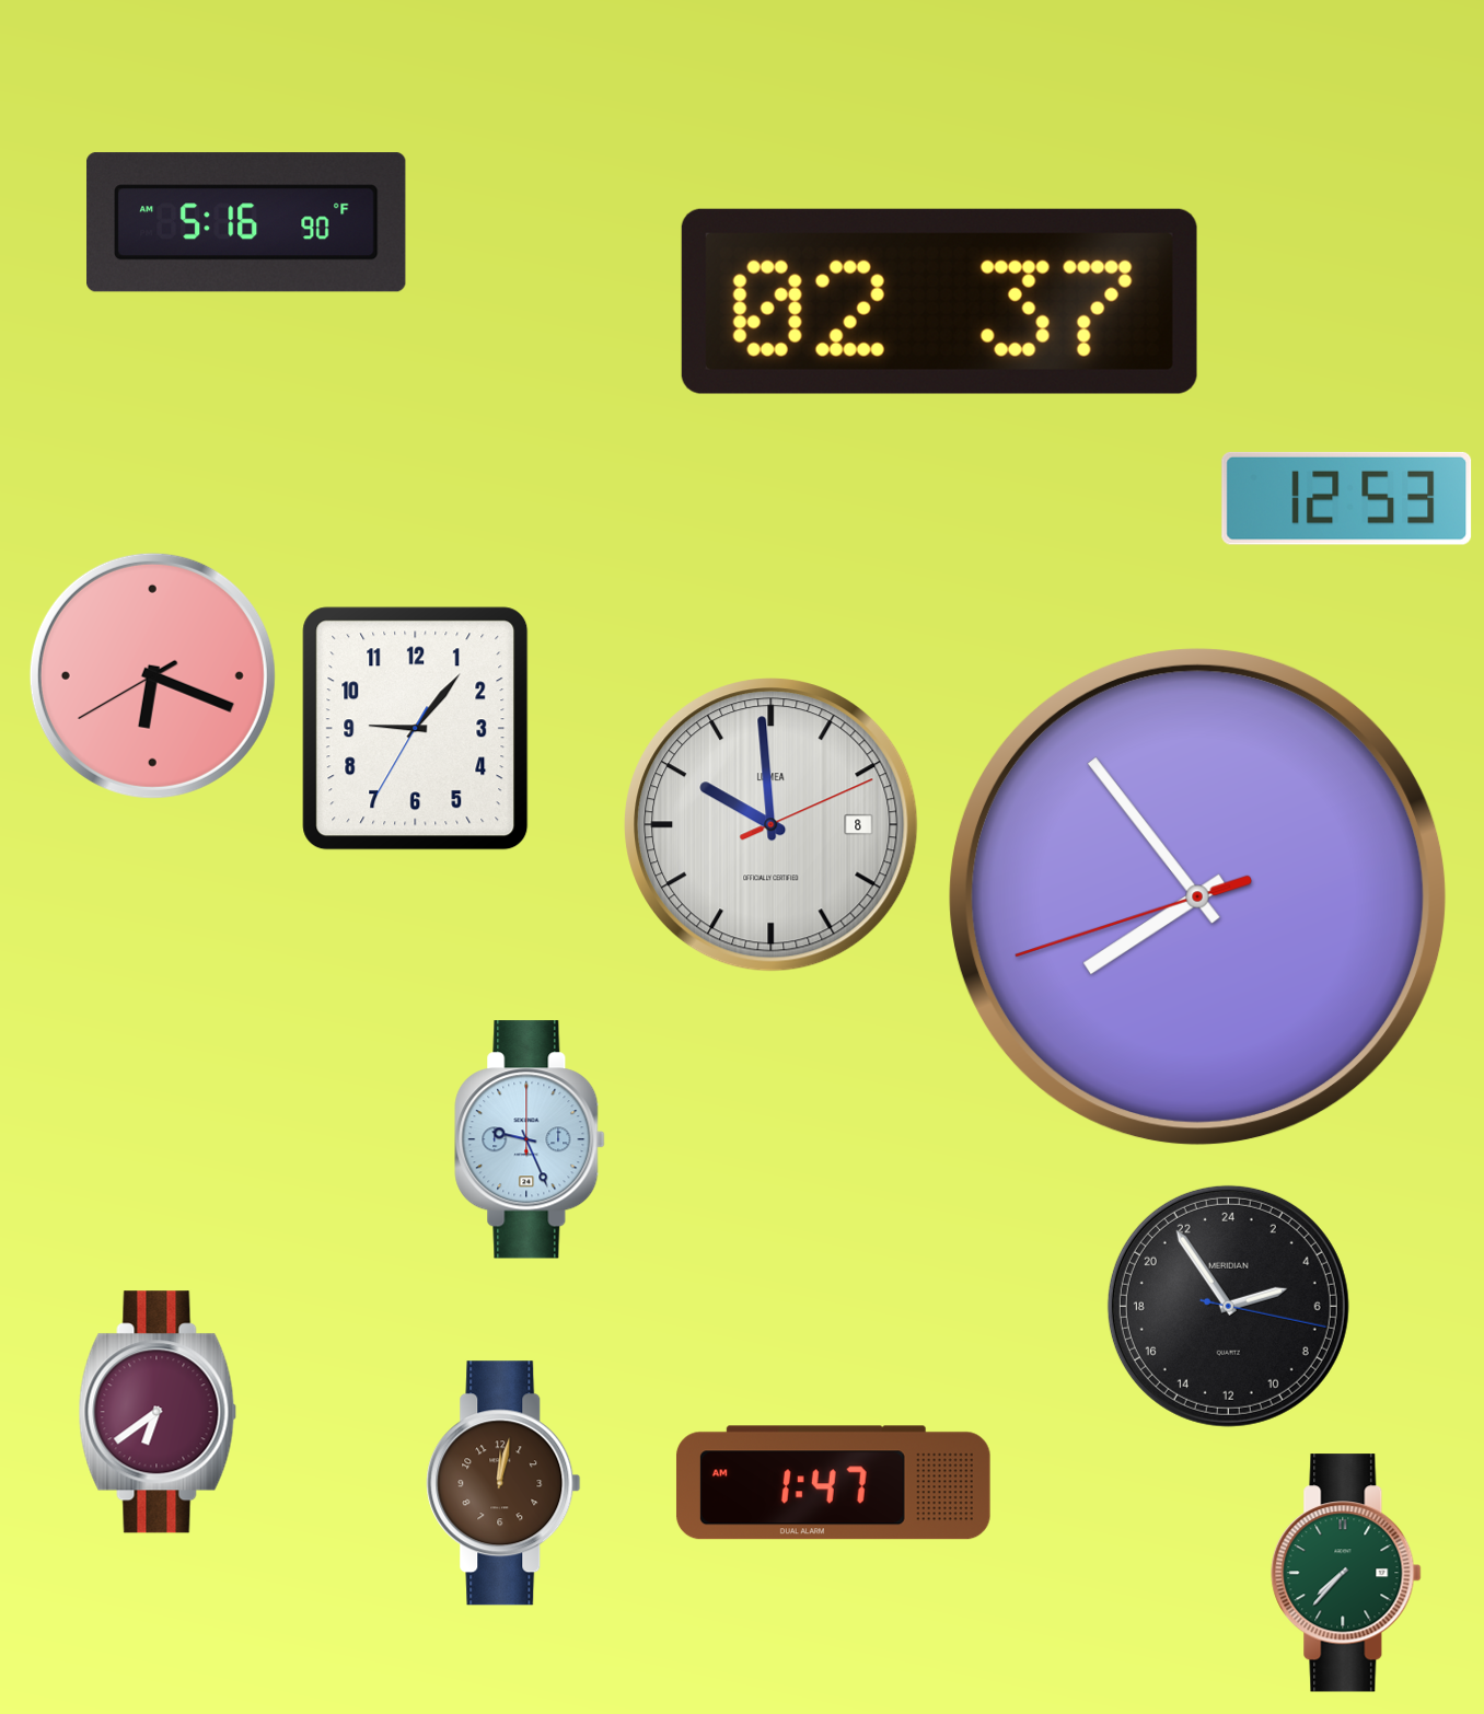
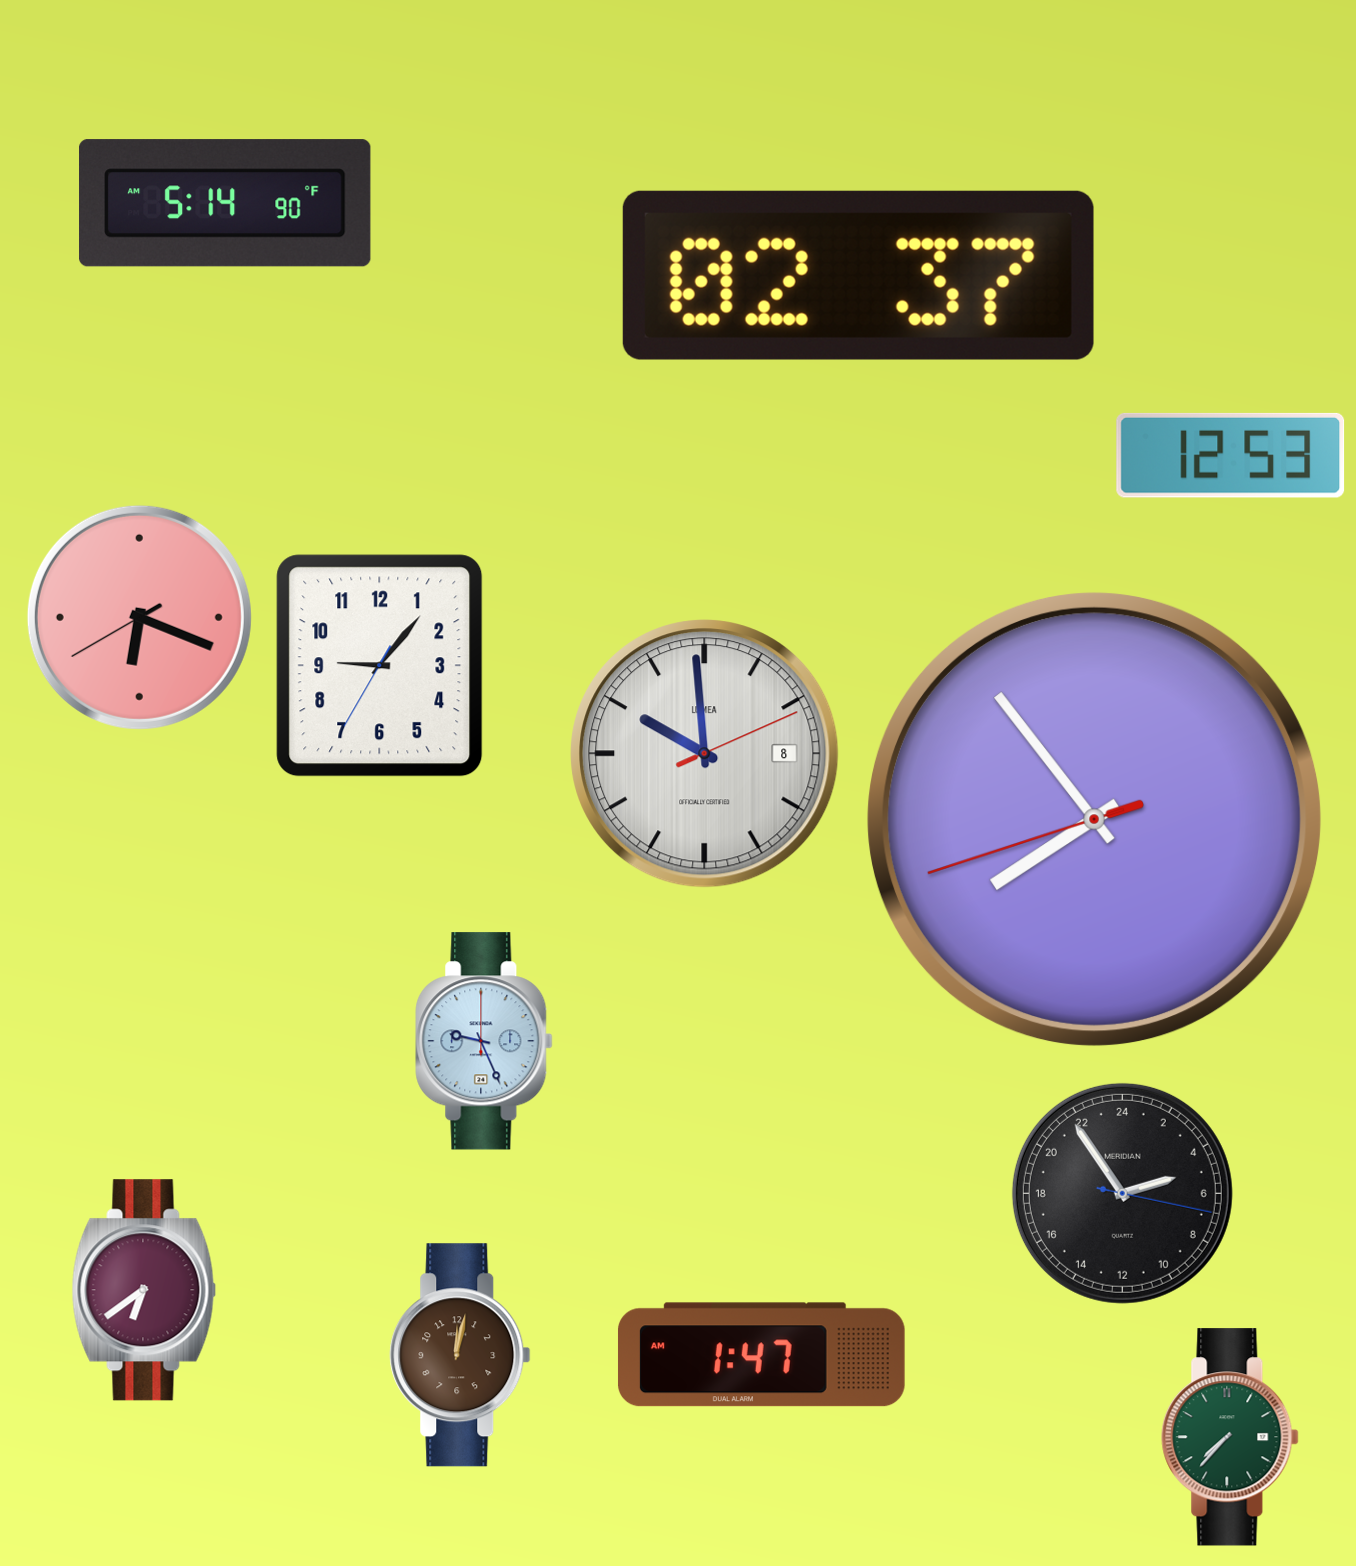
clock at (246, 222): 5:16 -> 5:14
